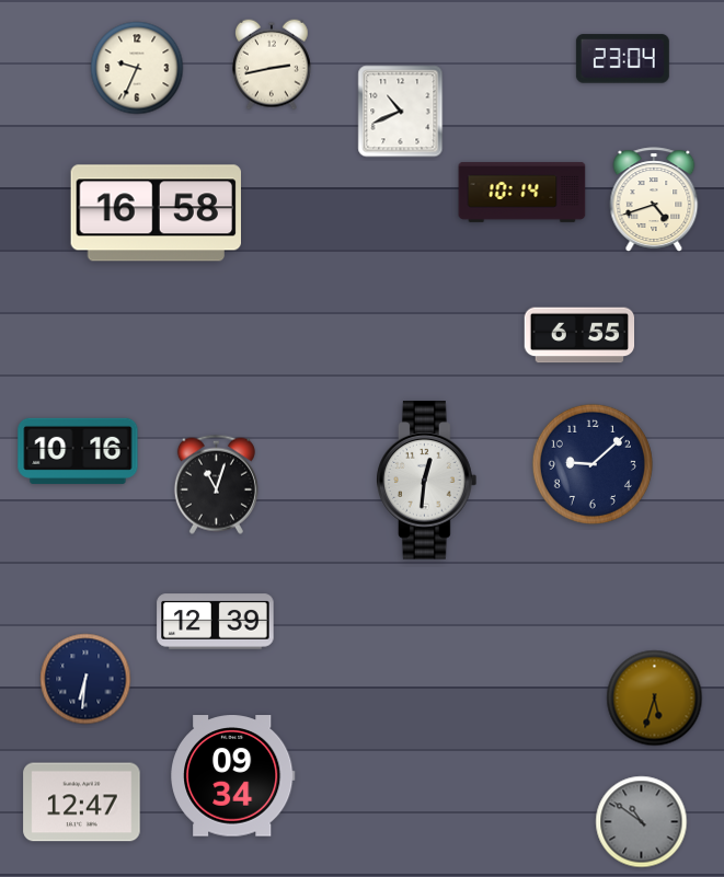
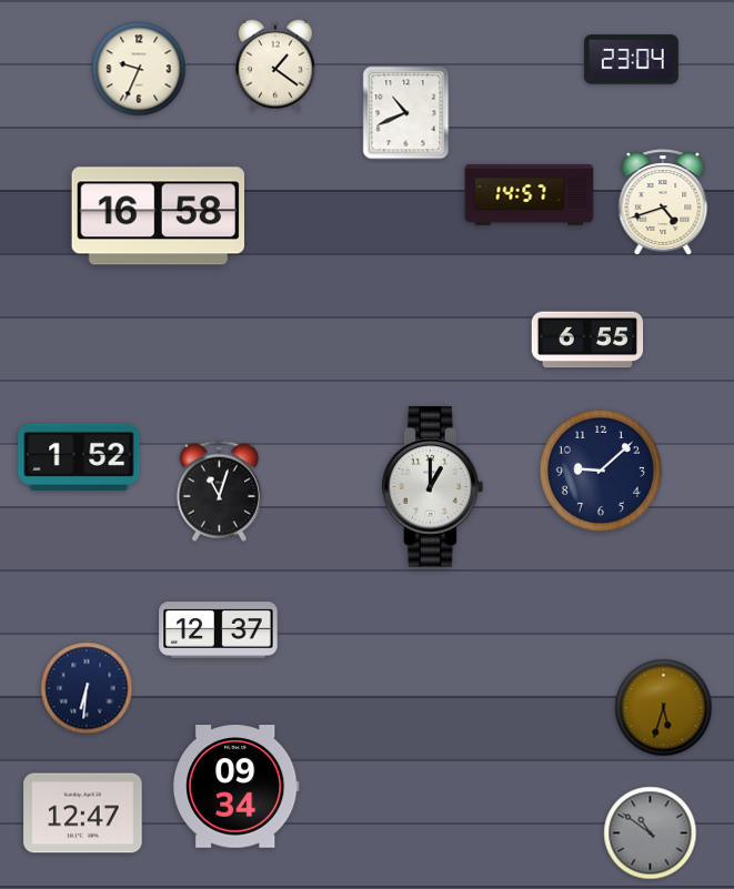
clock at (273, 65): 2:43 -> 1:21
clock at (522, 193): 10:14 -> 14:57
clock at (78, 451): 10:16 -> 1:52
clock at (427, 481): 12:31 -> 1:00
clock at (216, 622): 12:39 -> 12:37
